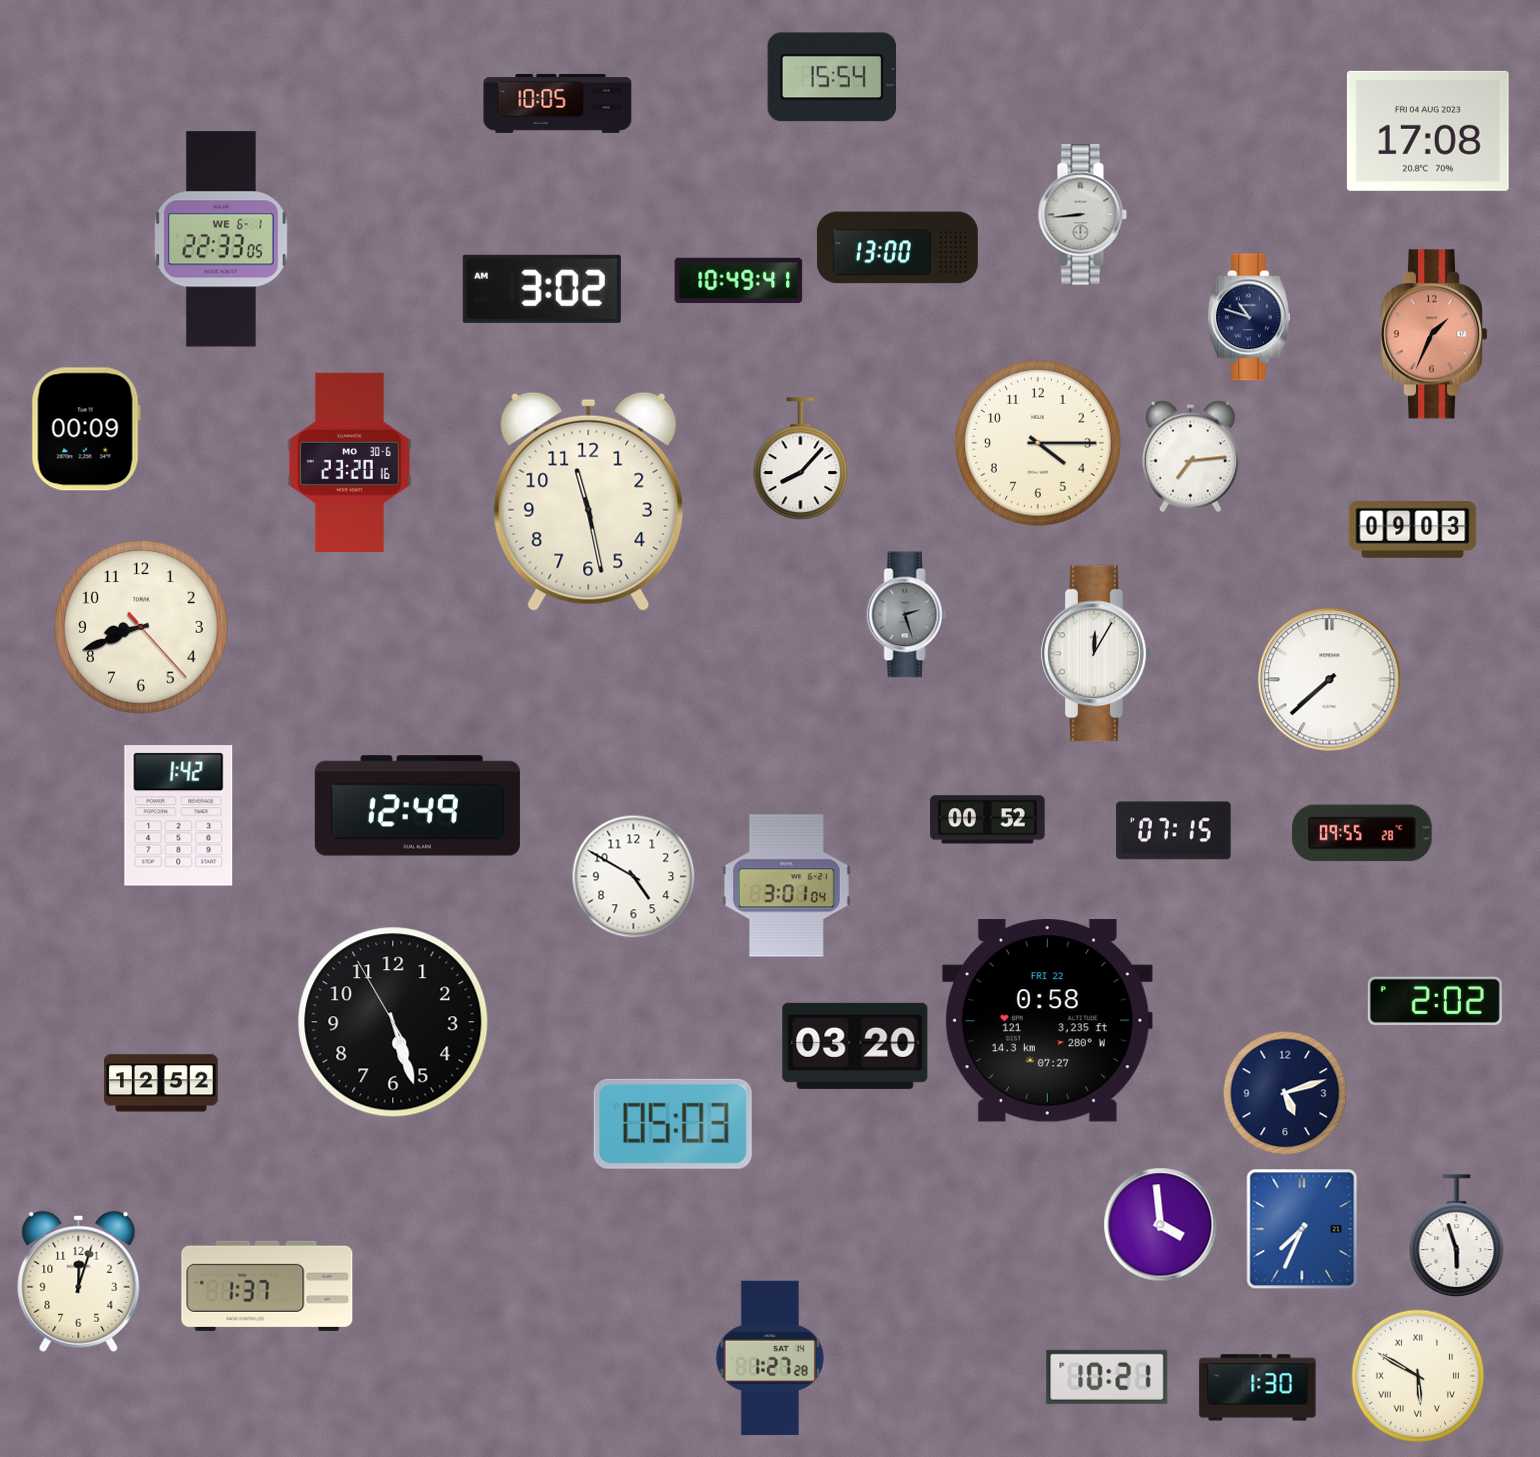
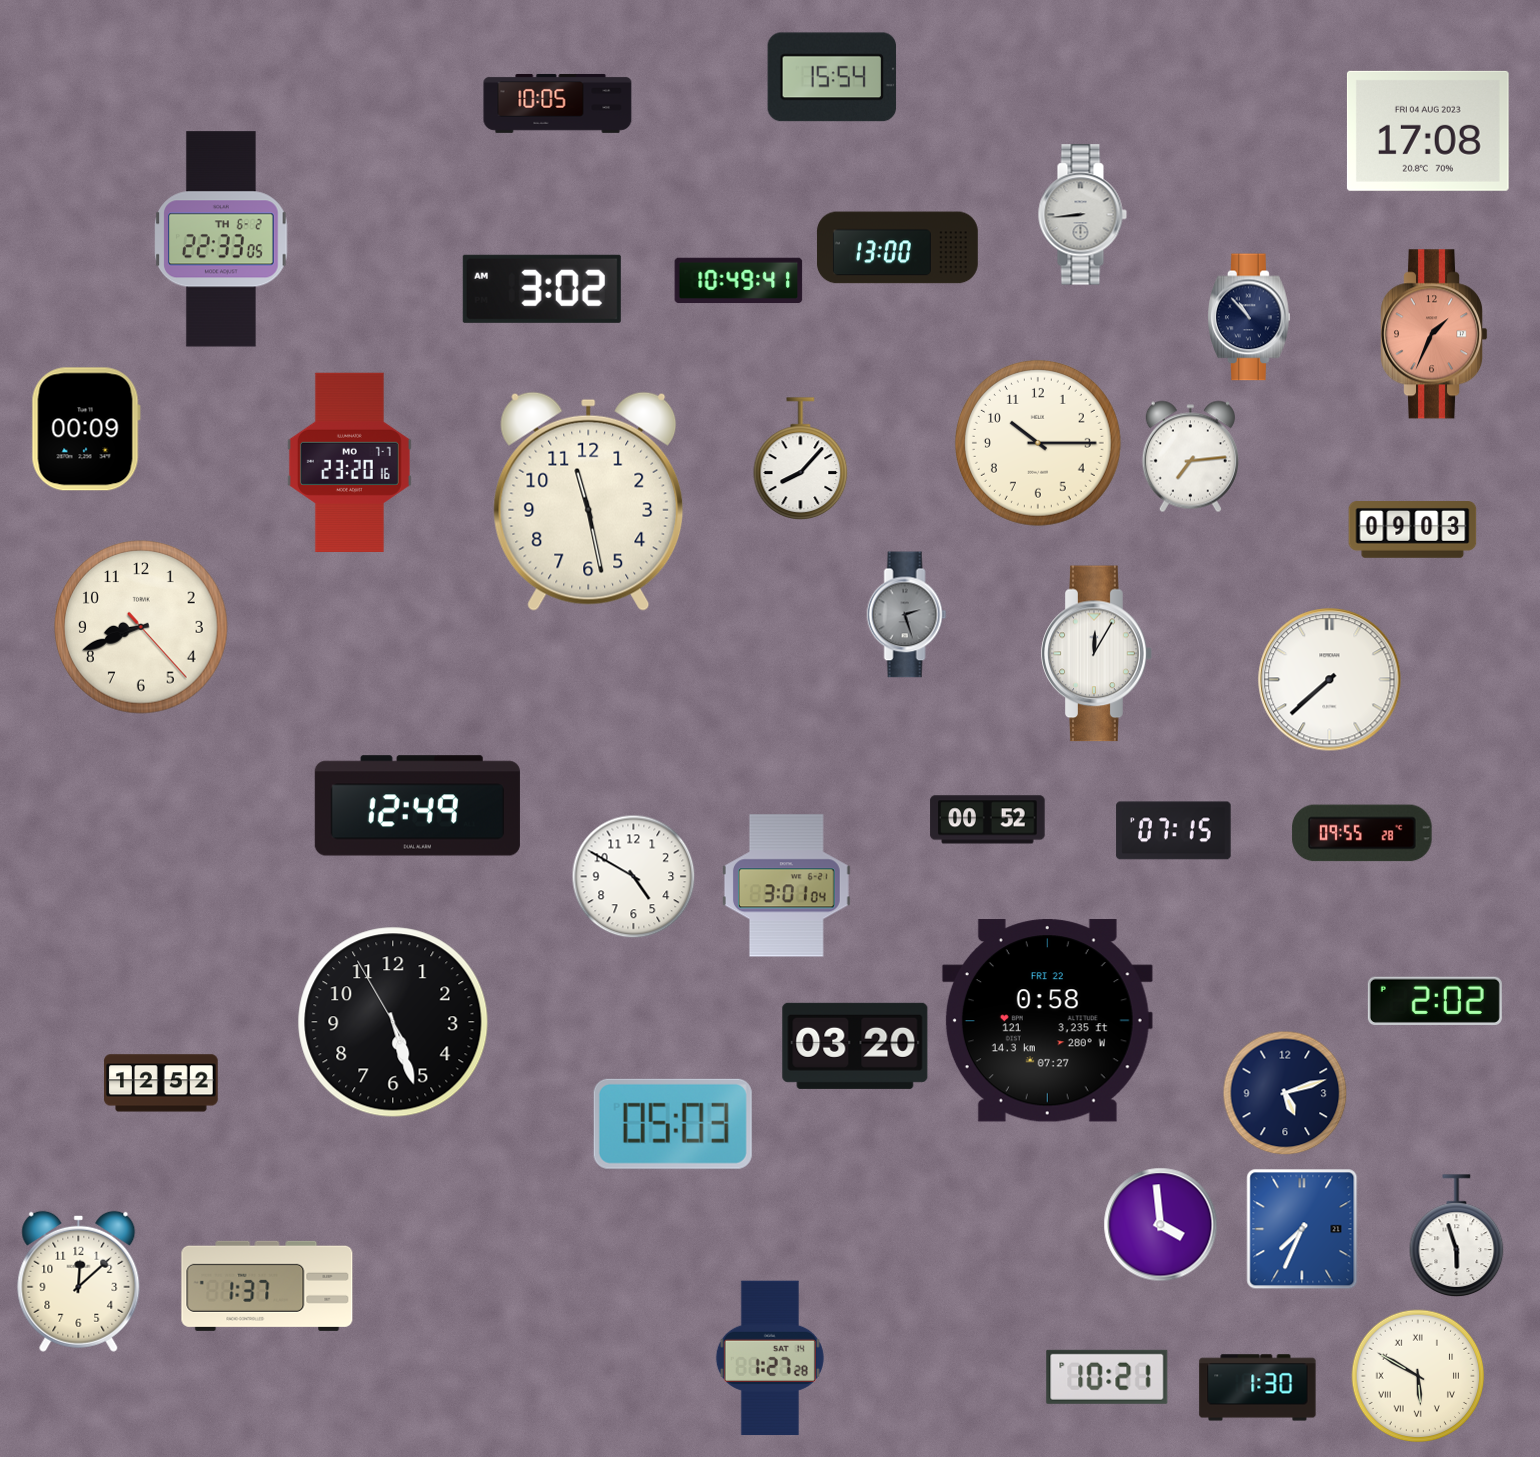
clock at (221, 239) date: WE 6-1 -> TH 6-2
clock at (1250, 317): 10:48 -> 10:53
clock at (1038, 443): 4:15 -> 10:15
clock at (349, 462) date: MO 30-6 -> MO 7-7
clock at (179, 816): 1:42 -> none
clock at (79, 1281): 12:03 -> 12:08
